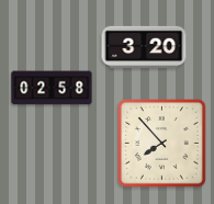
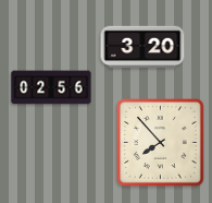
clock at (52, 88): 02:58 -> 02:56
